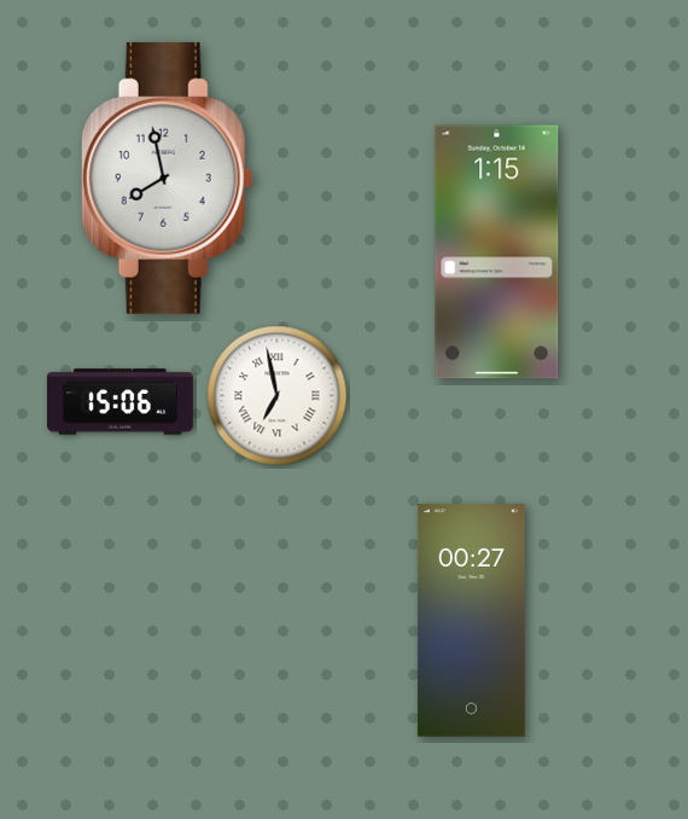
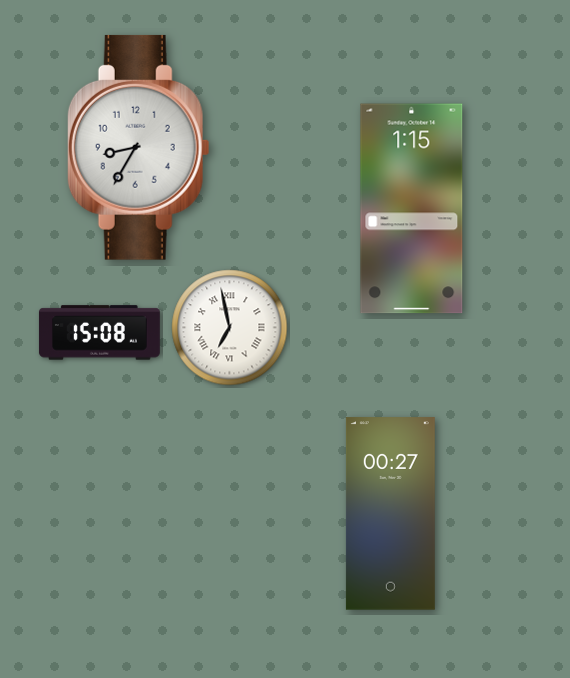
clock at (167, 178): 7:58 -> 8:35
clock at (119, 402): 15:06 -> 15:08
